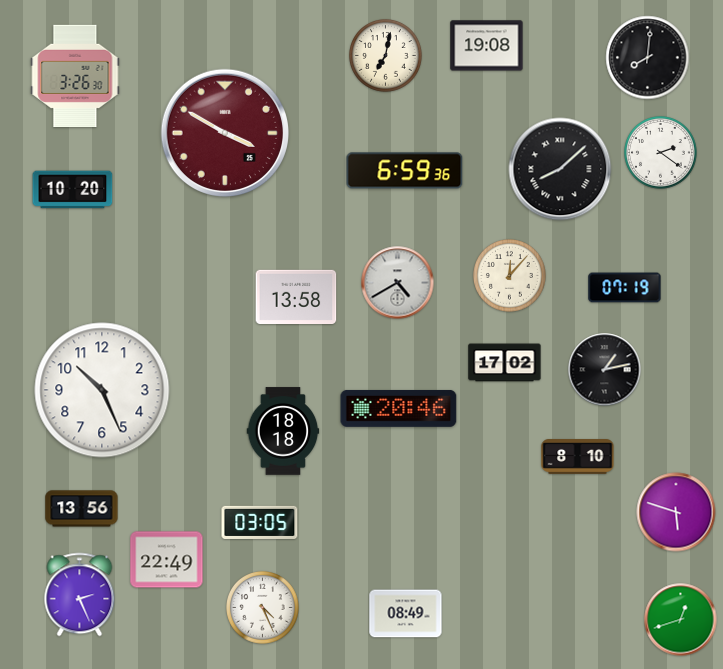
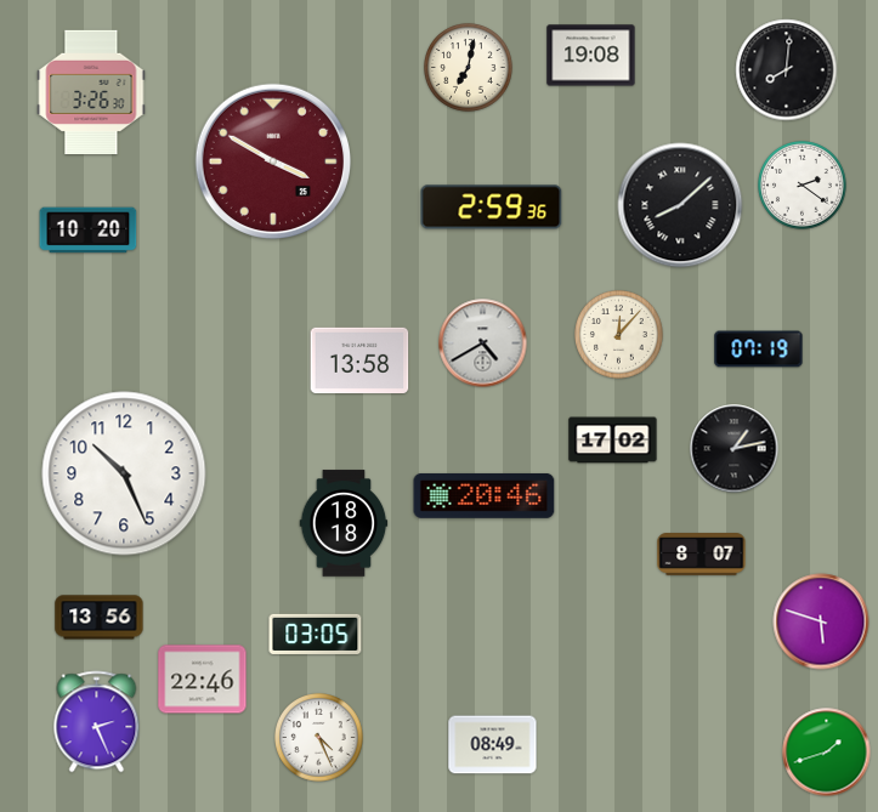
clock at (405, 171): 6:59 -> 2:59
clock at (578, 457): 8:10 -> 8:07
clock at (167, 560): 22:49 -> 22:46
clock at (681, 620): 12:42 -> 1:42
